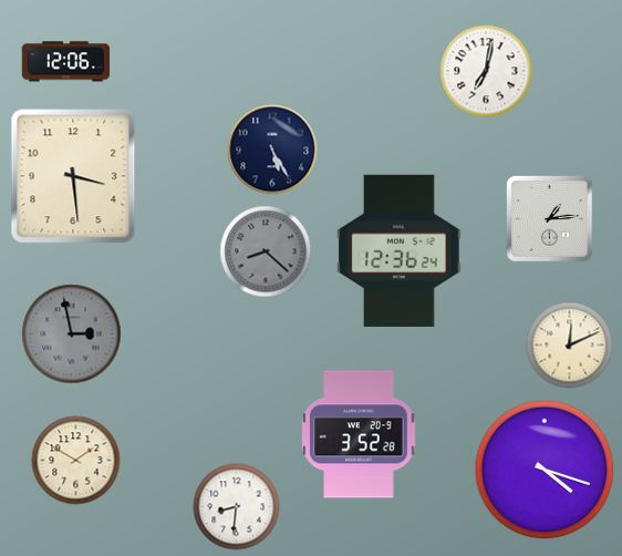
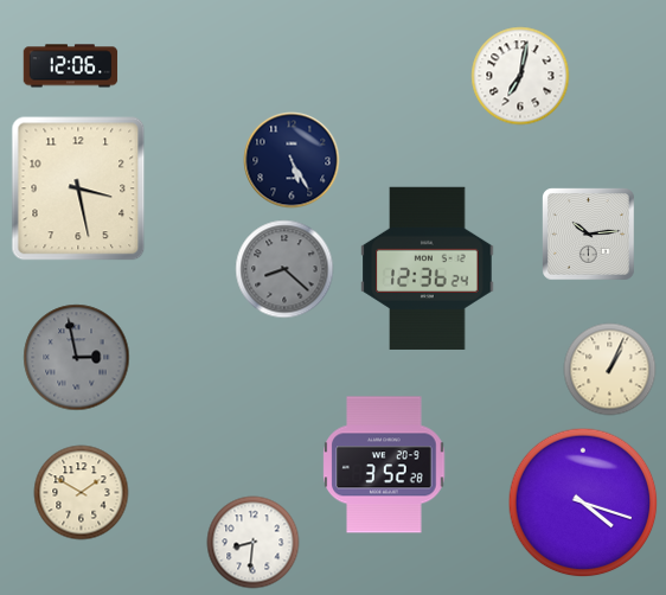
clock at (73, 176): 3:29 -> 3:28
clock at (550, 219): 1:14 -> 10:14
clock at (569, 344): 12:11 -> 1:04
